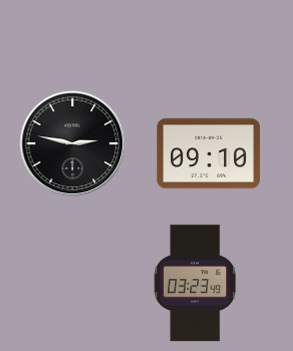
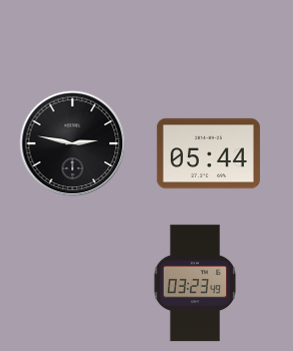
clock at (208, 154): 09:10 -> 05:44
